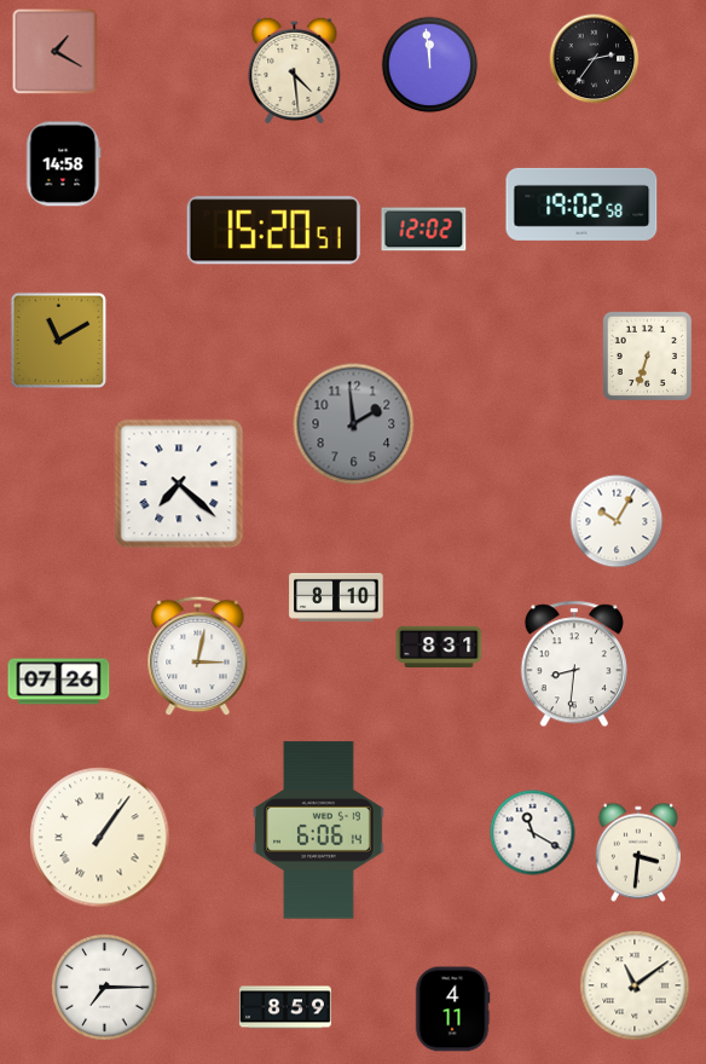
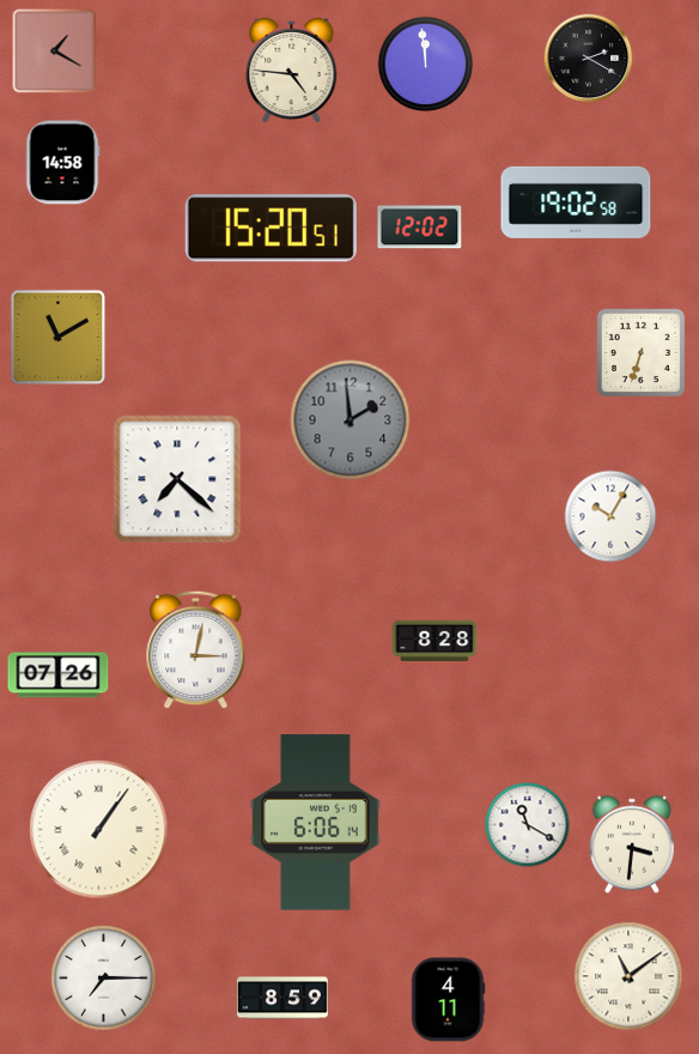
clock at (595, 59): 2:36 -> 2:20
clock at (295, 70): 4:29 -> 4:46
clock at (336, 597): 8:10 -> none
clock at (439, 646): 8:31 -> 8:28
clock at (574, 664): 8:31 -> none
